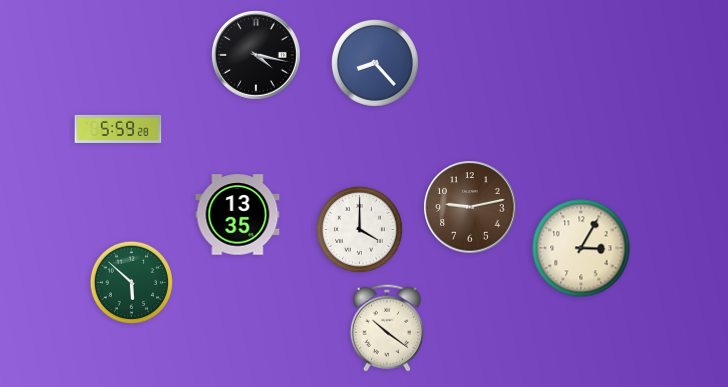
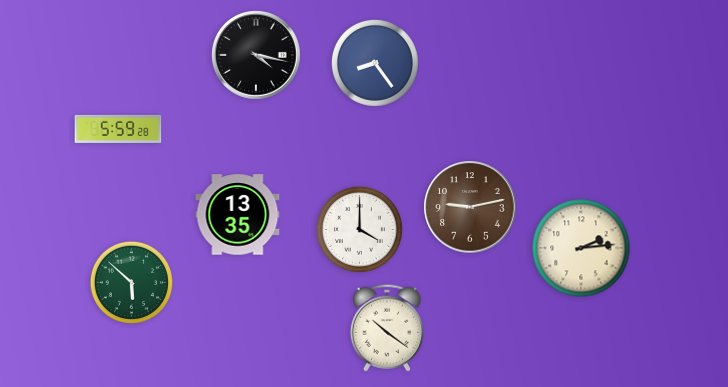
clock at (375, 63): 8:23 -> 8:24
clock at (581, 248): 3:05 -> 2:14
